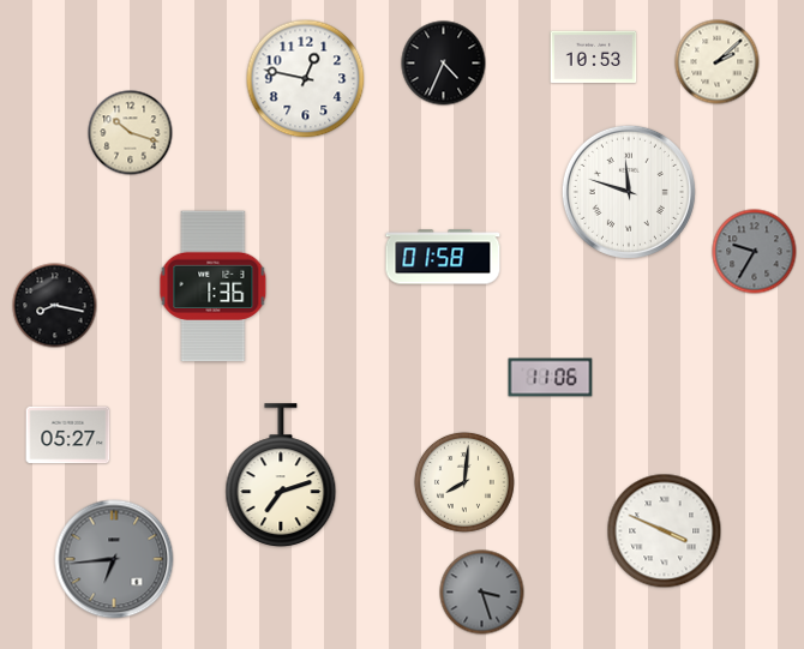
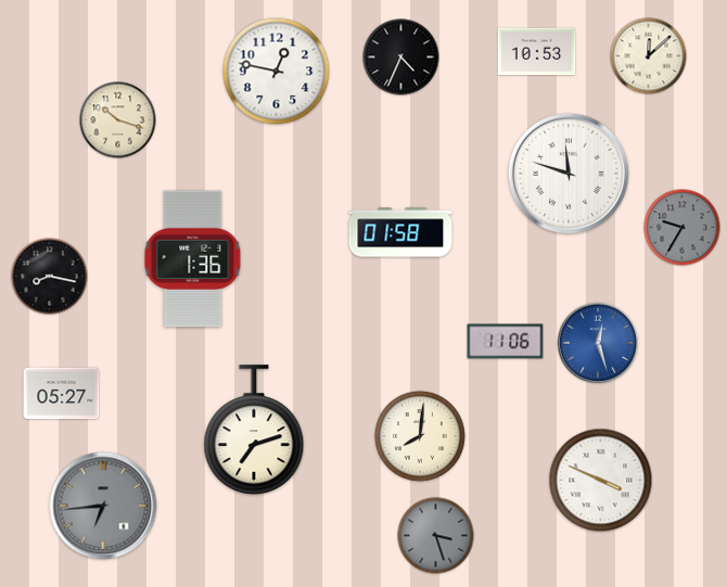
clock at (718, 62): 2:08 -> 12:08
clock at (551, 378) position: (551, 378) -> (506, 342)
clock at (598, 343): none -> 12:27
